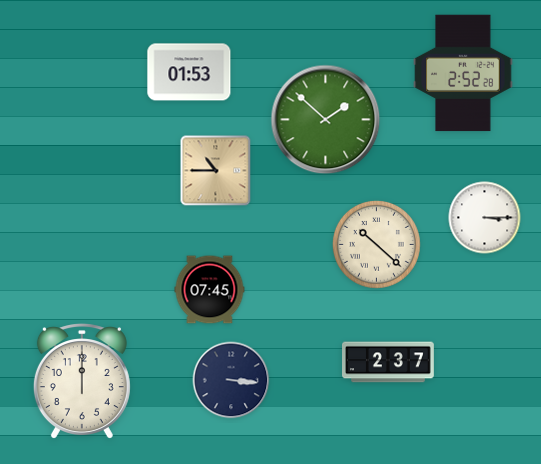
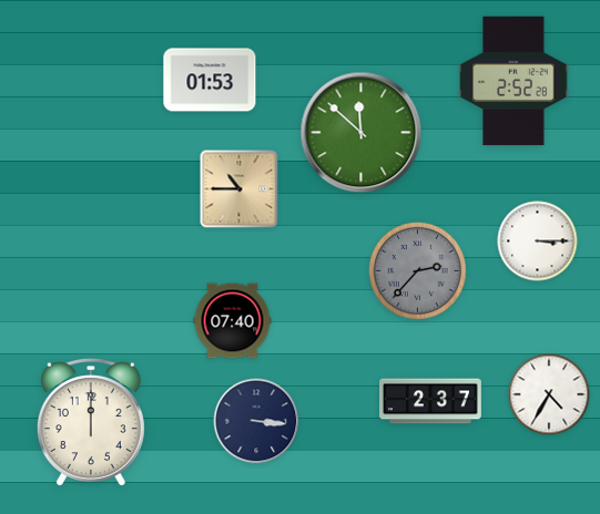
clock at (326, 120): 1:52 -> 11:52
clock at (376, 244): 10:22 -> 2:37
clock at (376, 244) dial: cream -> grey
clock at (210, 290): 07:45 -> 07:40
clock at (549, 394): none -> 4:35
